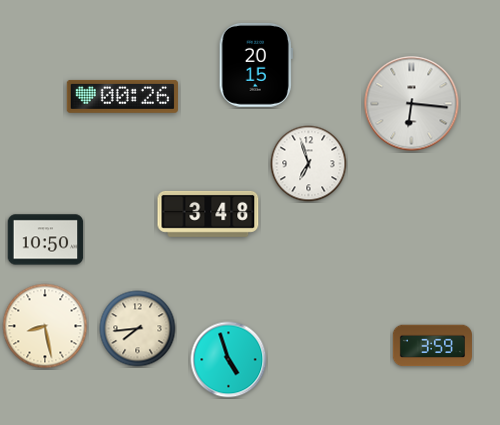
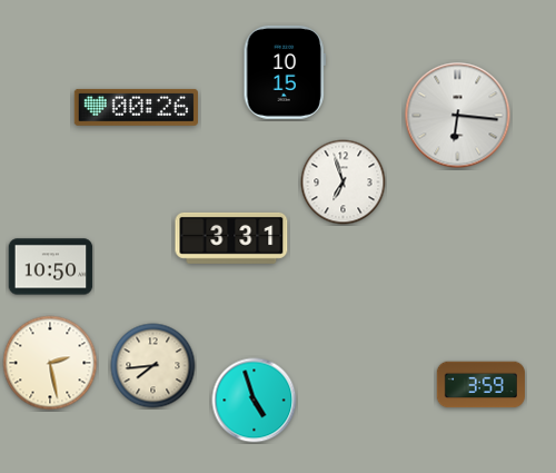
clock at (256, 65): 20:15 -> 10:15
clock at (208, 214): 3:48 -> 3:31
clock at (45, 326): 8:28 -> 2:28
